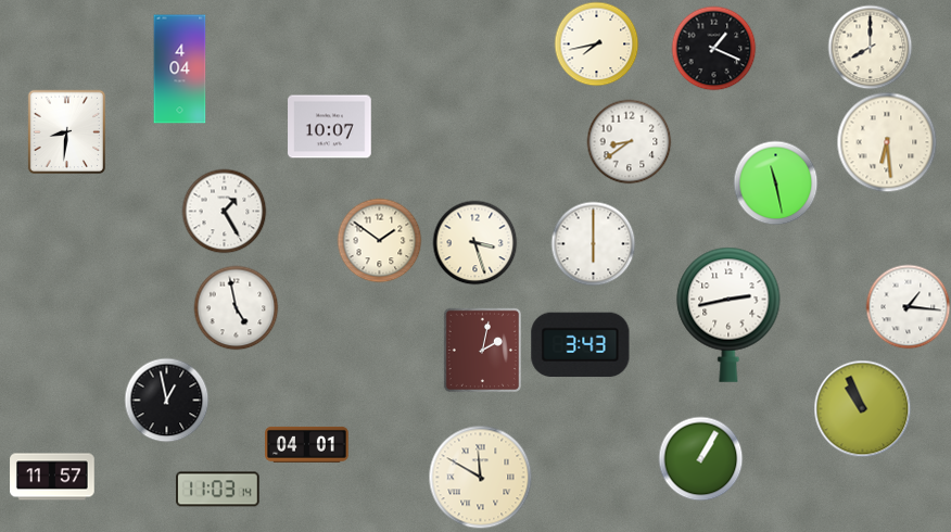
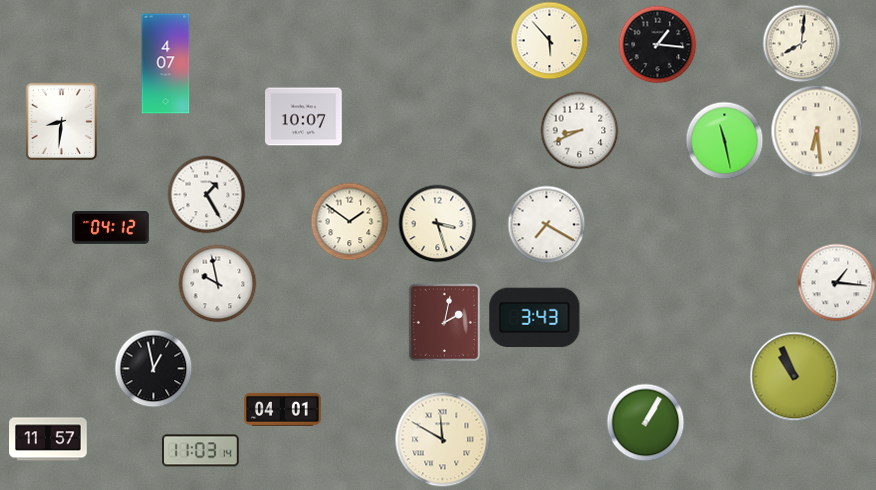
clock at (596, 43): 7:43 -> 5:53
clock at (870, 47): 8:00 -> 8:01
clock at (713, 48): 1:19 -> 1:16
clock at (180, 69): 4:04 -> 4:07
clock at (629, 141): 8:39 -> 8:41
clock at (775, 182) position: (775, 182) -> (724, 140)
clock at (593, 243): 6:00 -> 7:20
clock at (111, 228): none -> 04:12
clock at (236, 307): 4:58 -> 9:58
clock at (728, 315): 2:43 -> none
